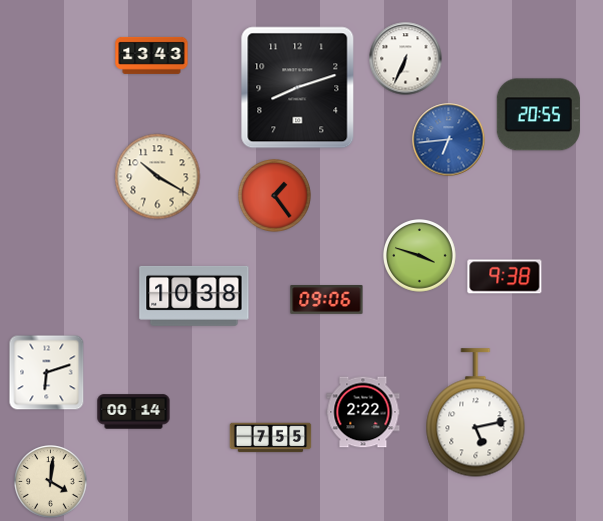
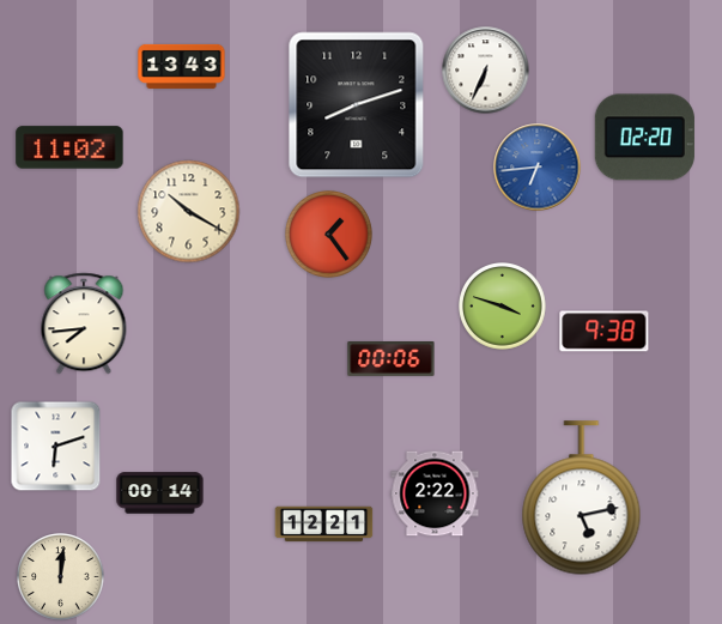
clock at (538, 115): 20:55 -> 02:20
clock at (69, 147): none -> 11:02
clock at (84, 323): none -> 7:44
clock at (194, 296): 10:38 -> none
clock at (327, 300): 09:06 -> 00:06
clock at (476, 413) position: (476, 413) -> (582, 498)
clock at (271, 438): 7:55 -> 12:21
clock at (51, 482): 4:01 -> 12:01
